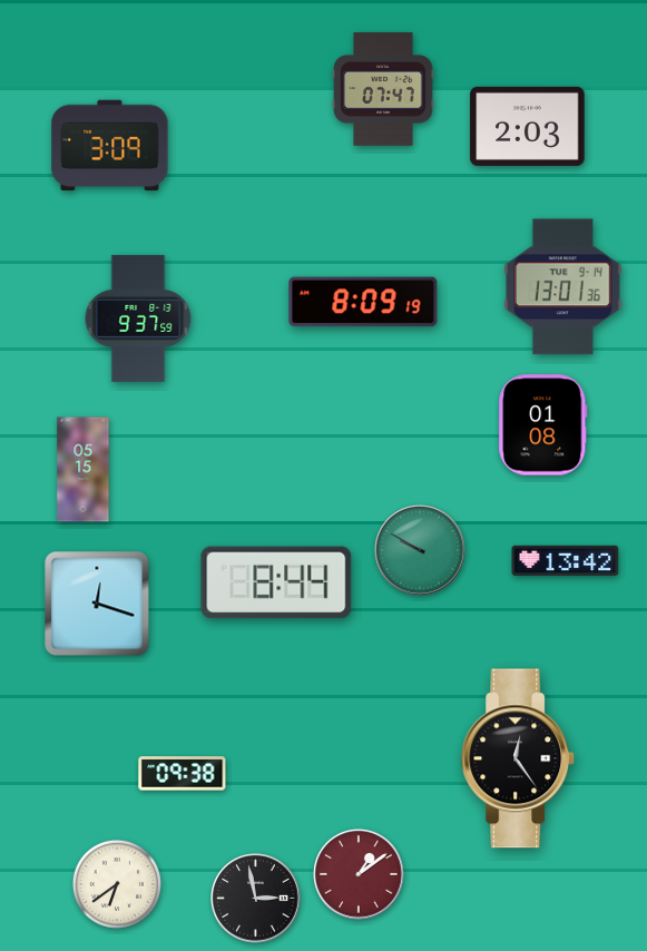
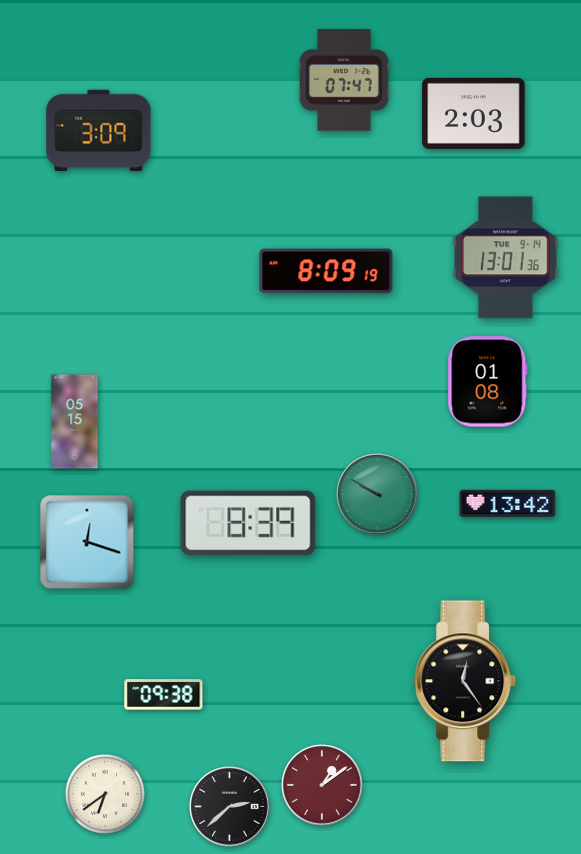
clock at (138, 318): 9:37 -> none
clock at (276, 582): 8:44 -> 8:39
clock at (256, 899): 2:58 -> 2:38
